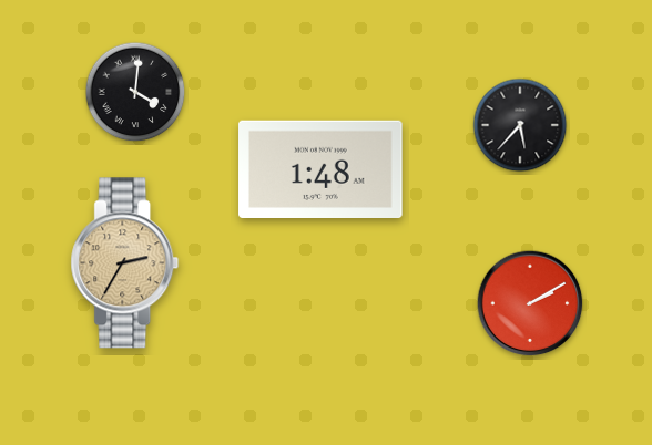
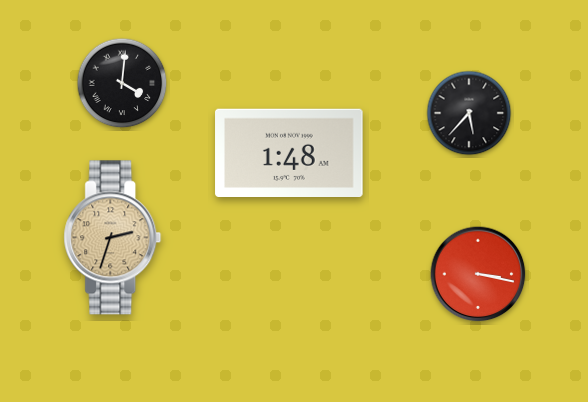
clock at (125, 263): 2:35 -> 2:33
clock at (530, 303): 2:10 -> 3:17
